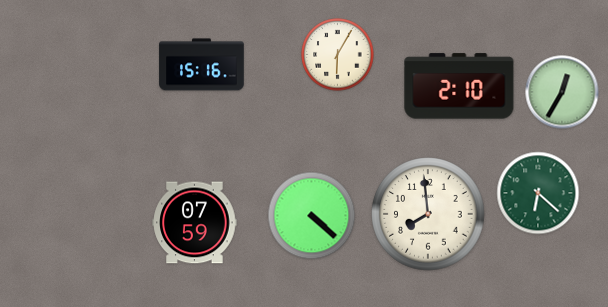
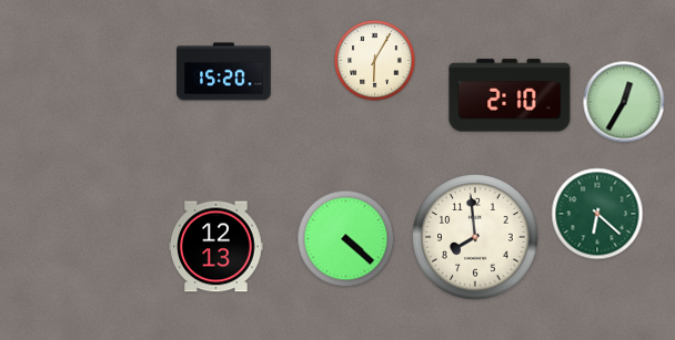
clock at (202, 65): 15:16 -> 15:20
clock at (195, 223): 07:59 -> 12:13
